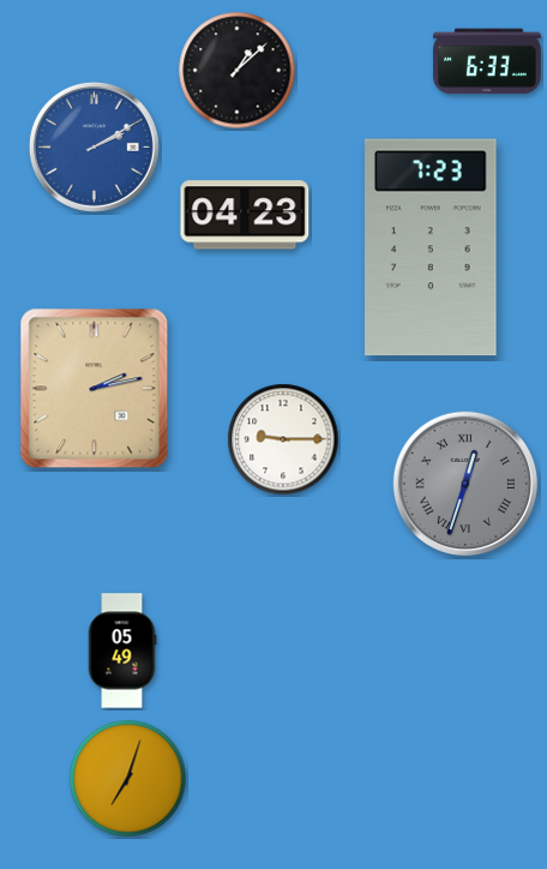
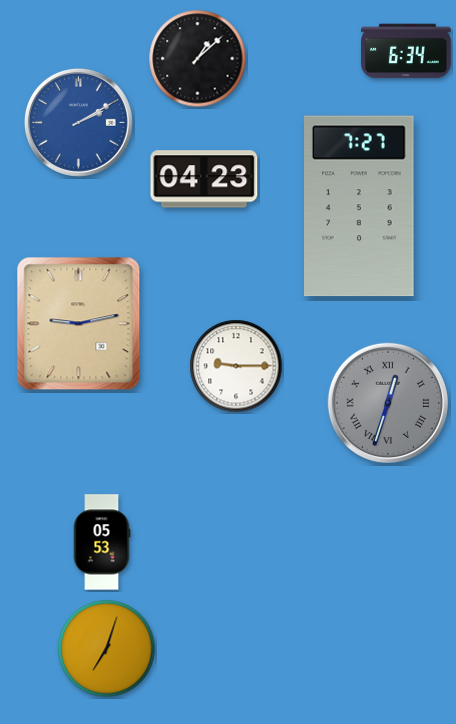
clock at (488, 61): 6:33 -> 6:34
clock at (432, 247): 7:23 -> 7:27
clock at (95, 389): 2:13 -> 9:13
clock at (122, 651): 05:49 -> 05:53
